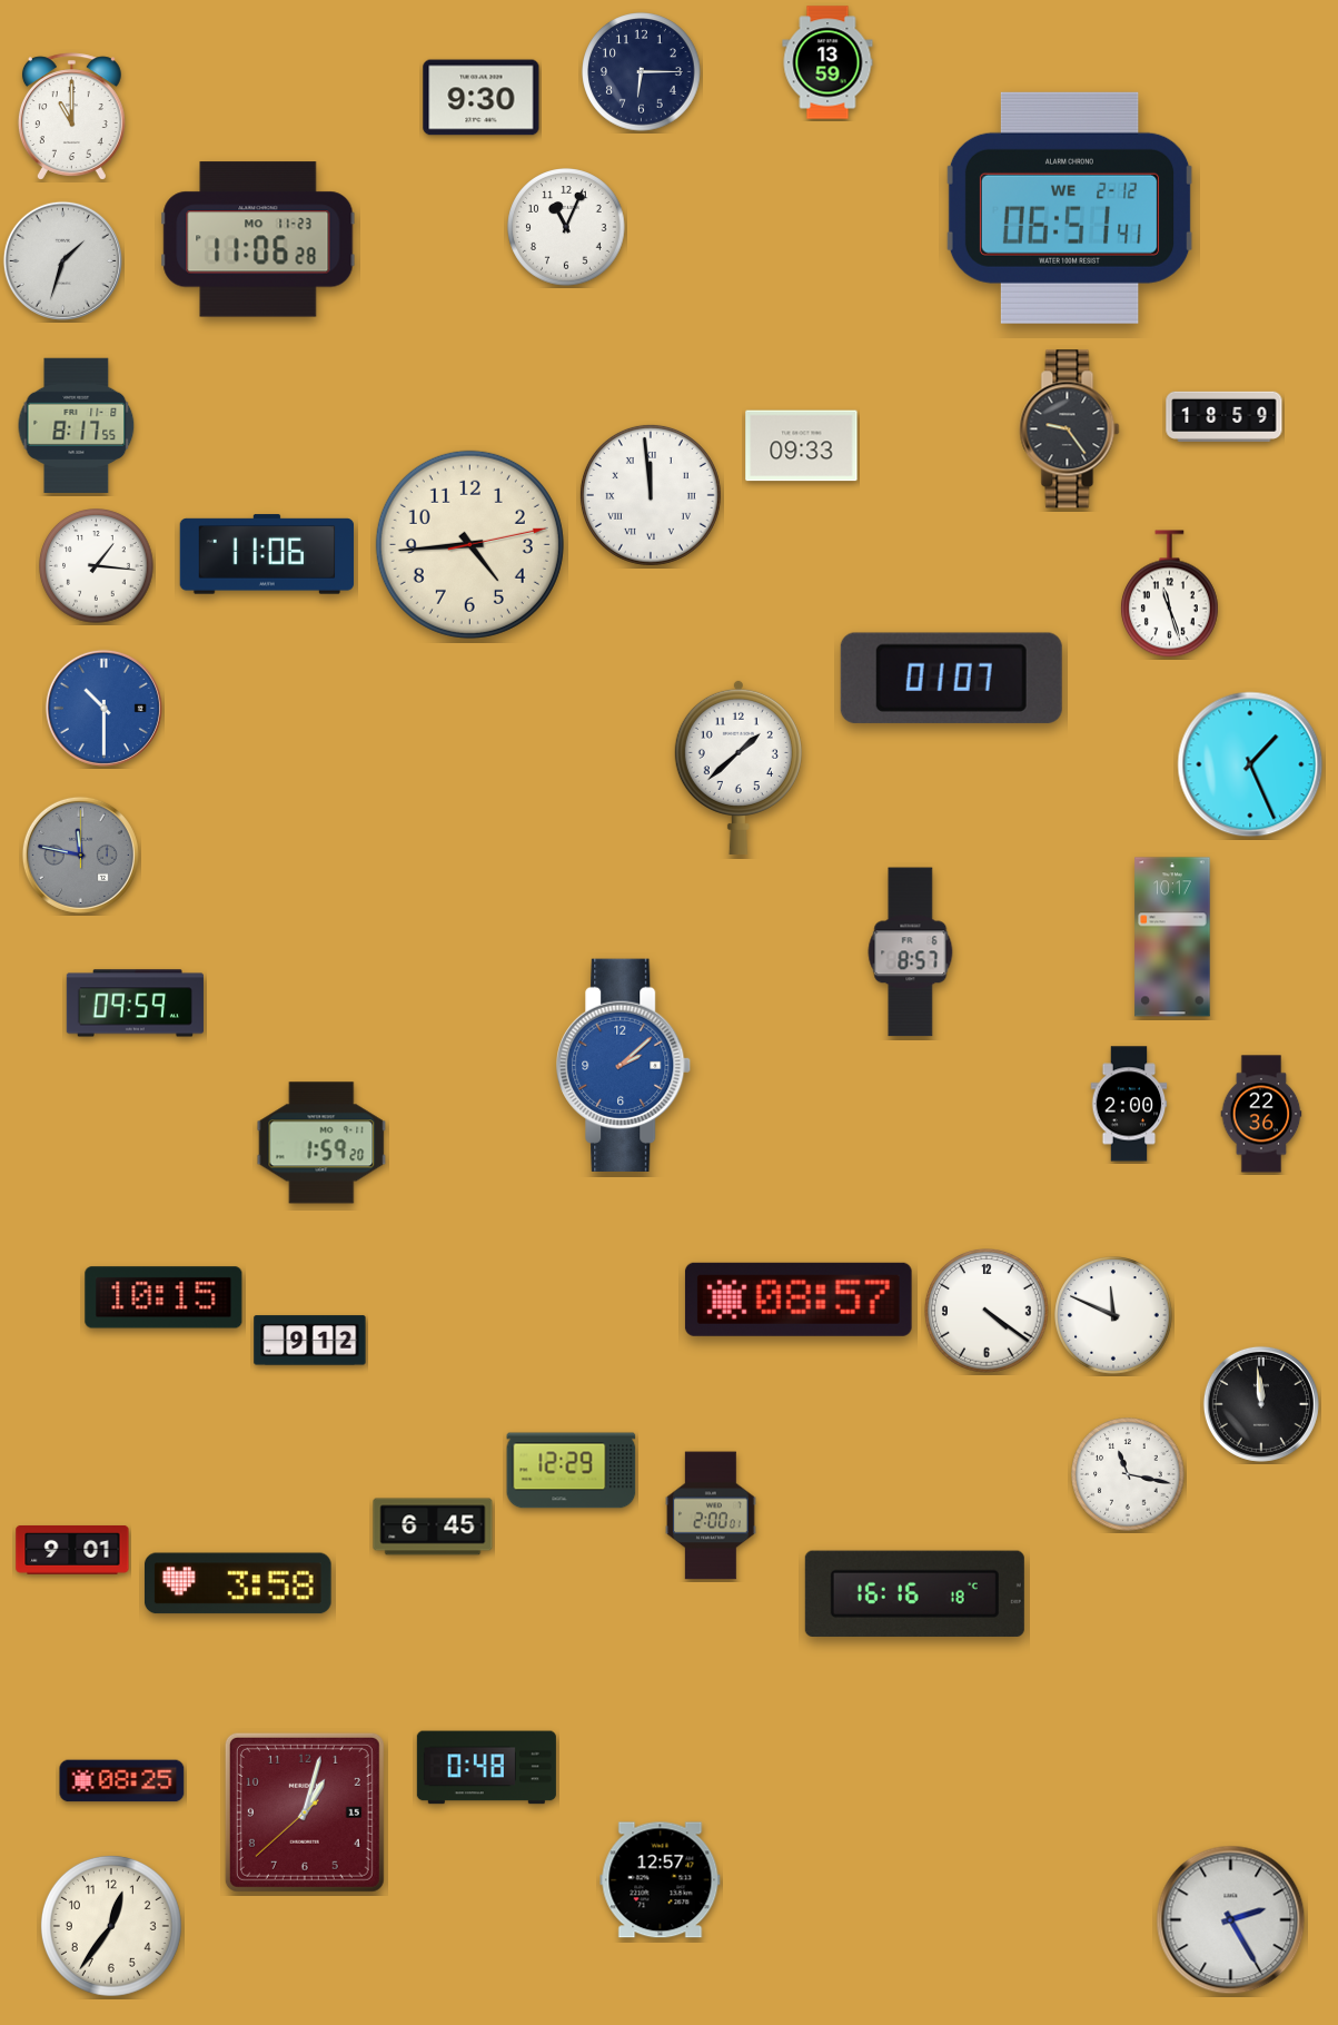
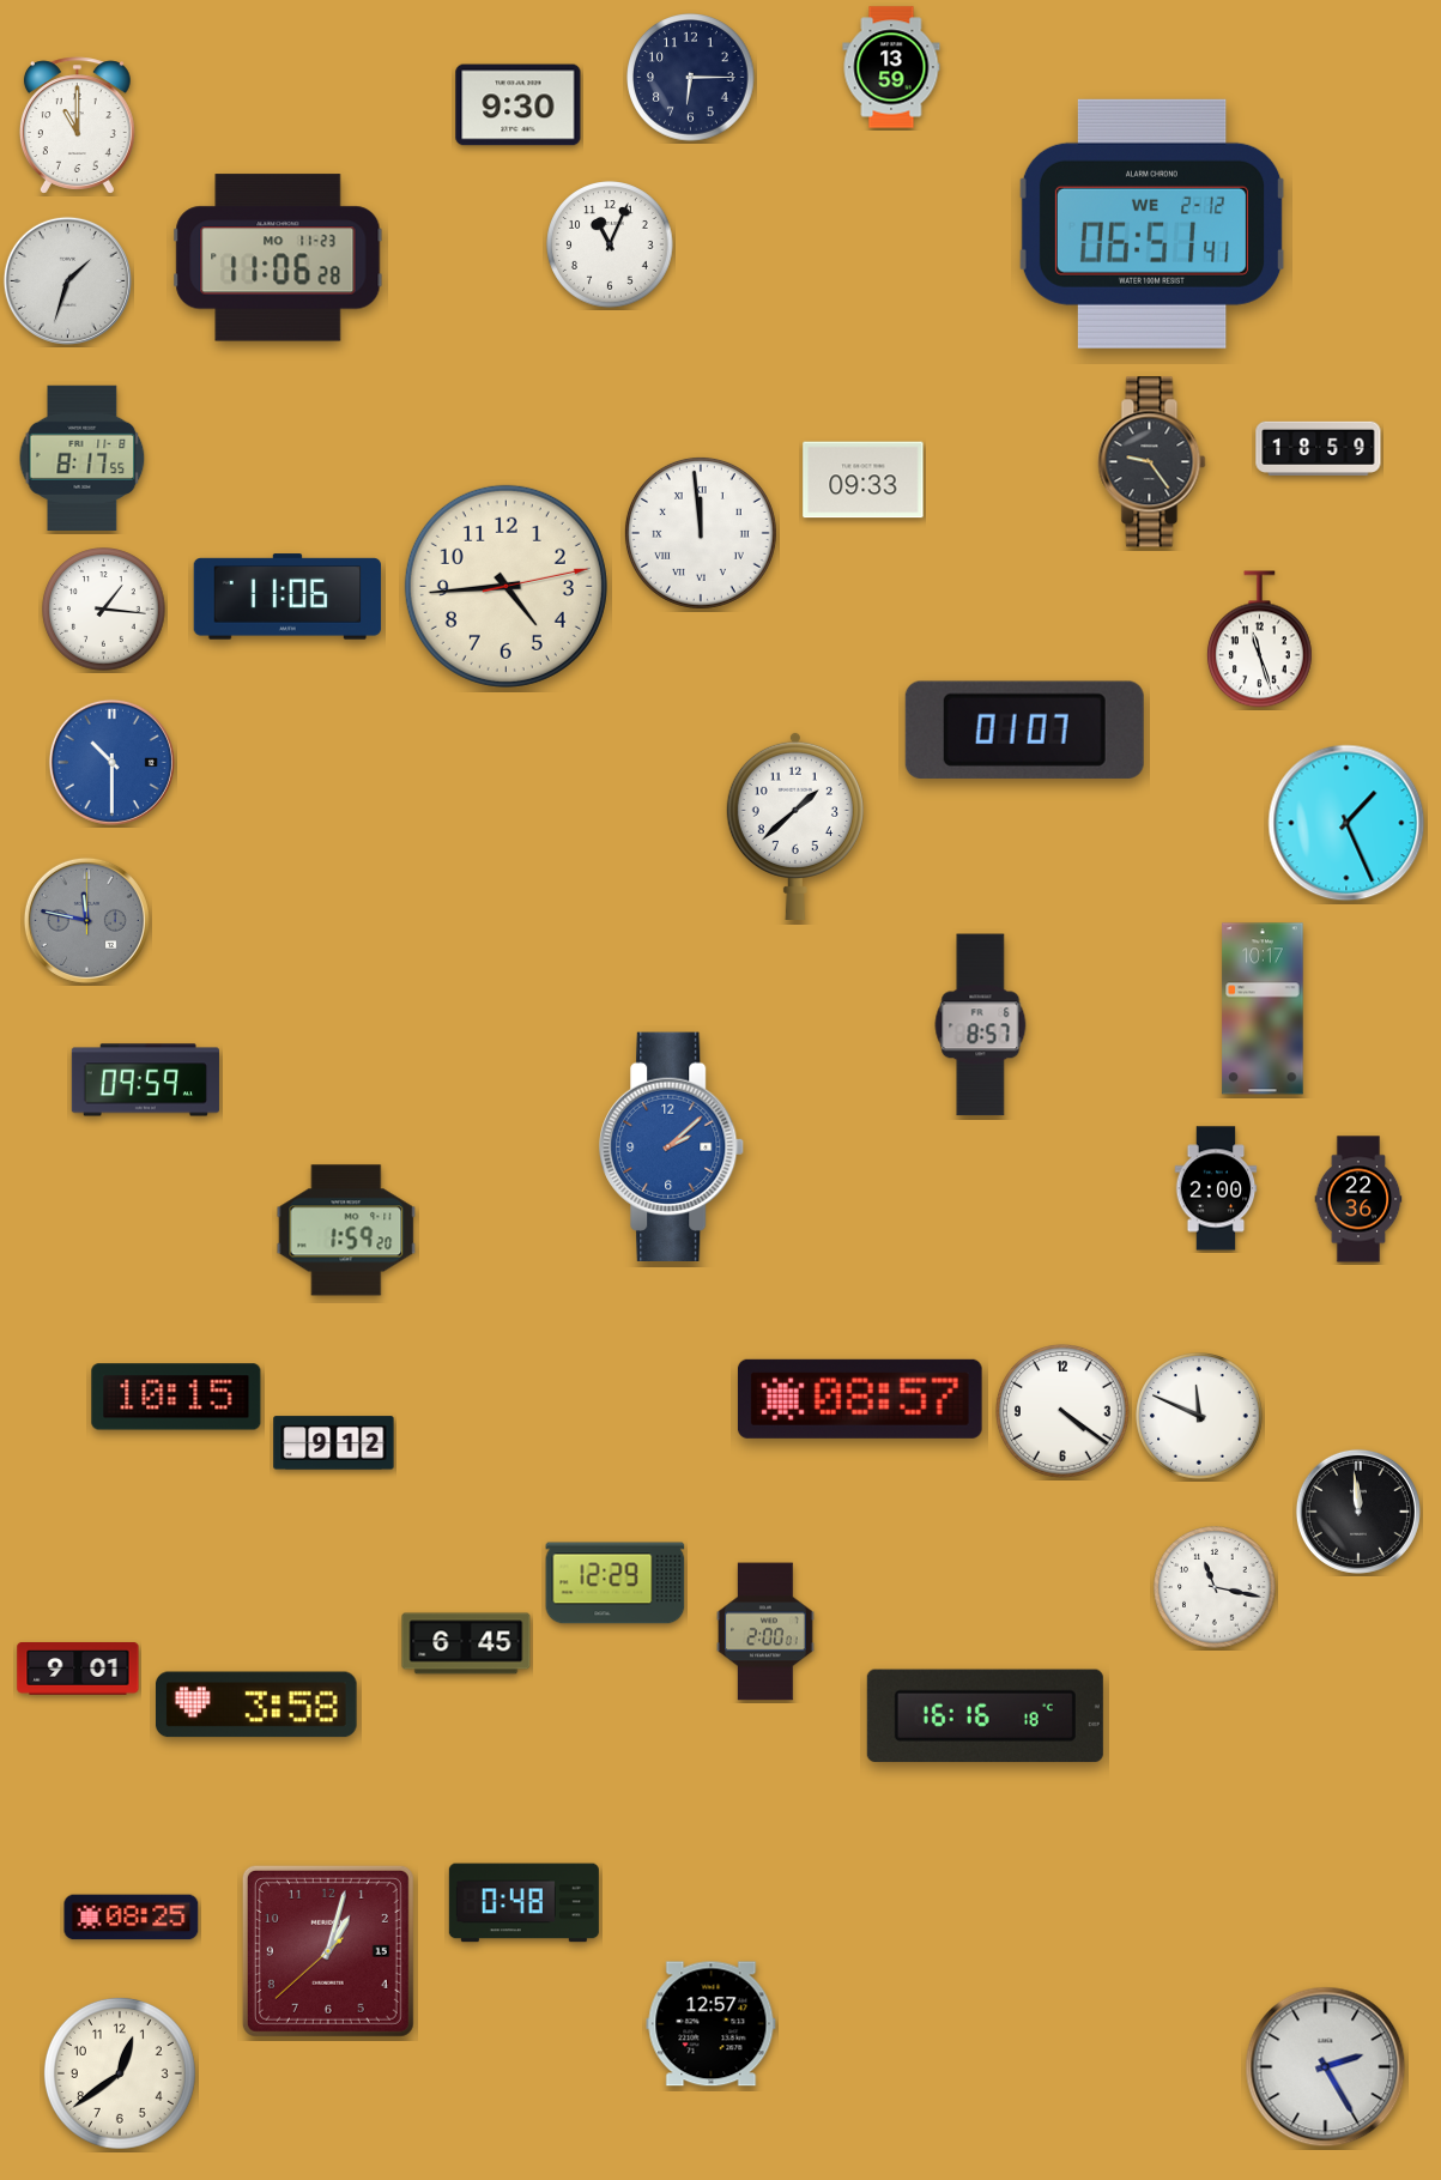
clock at (111, 1926): 12:36 -> 12:39
